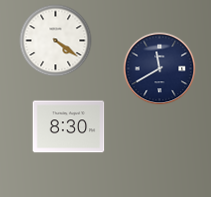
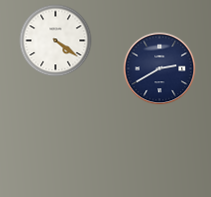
clock at (160, 69): 11:40 -> 2:40
clock at (69, 127): 8:30 -> none
